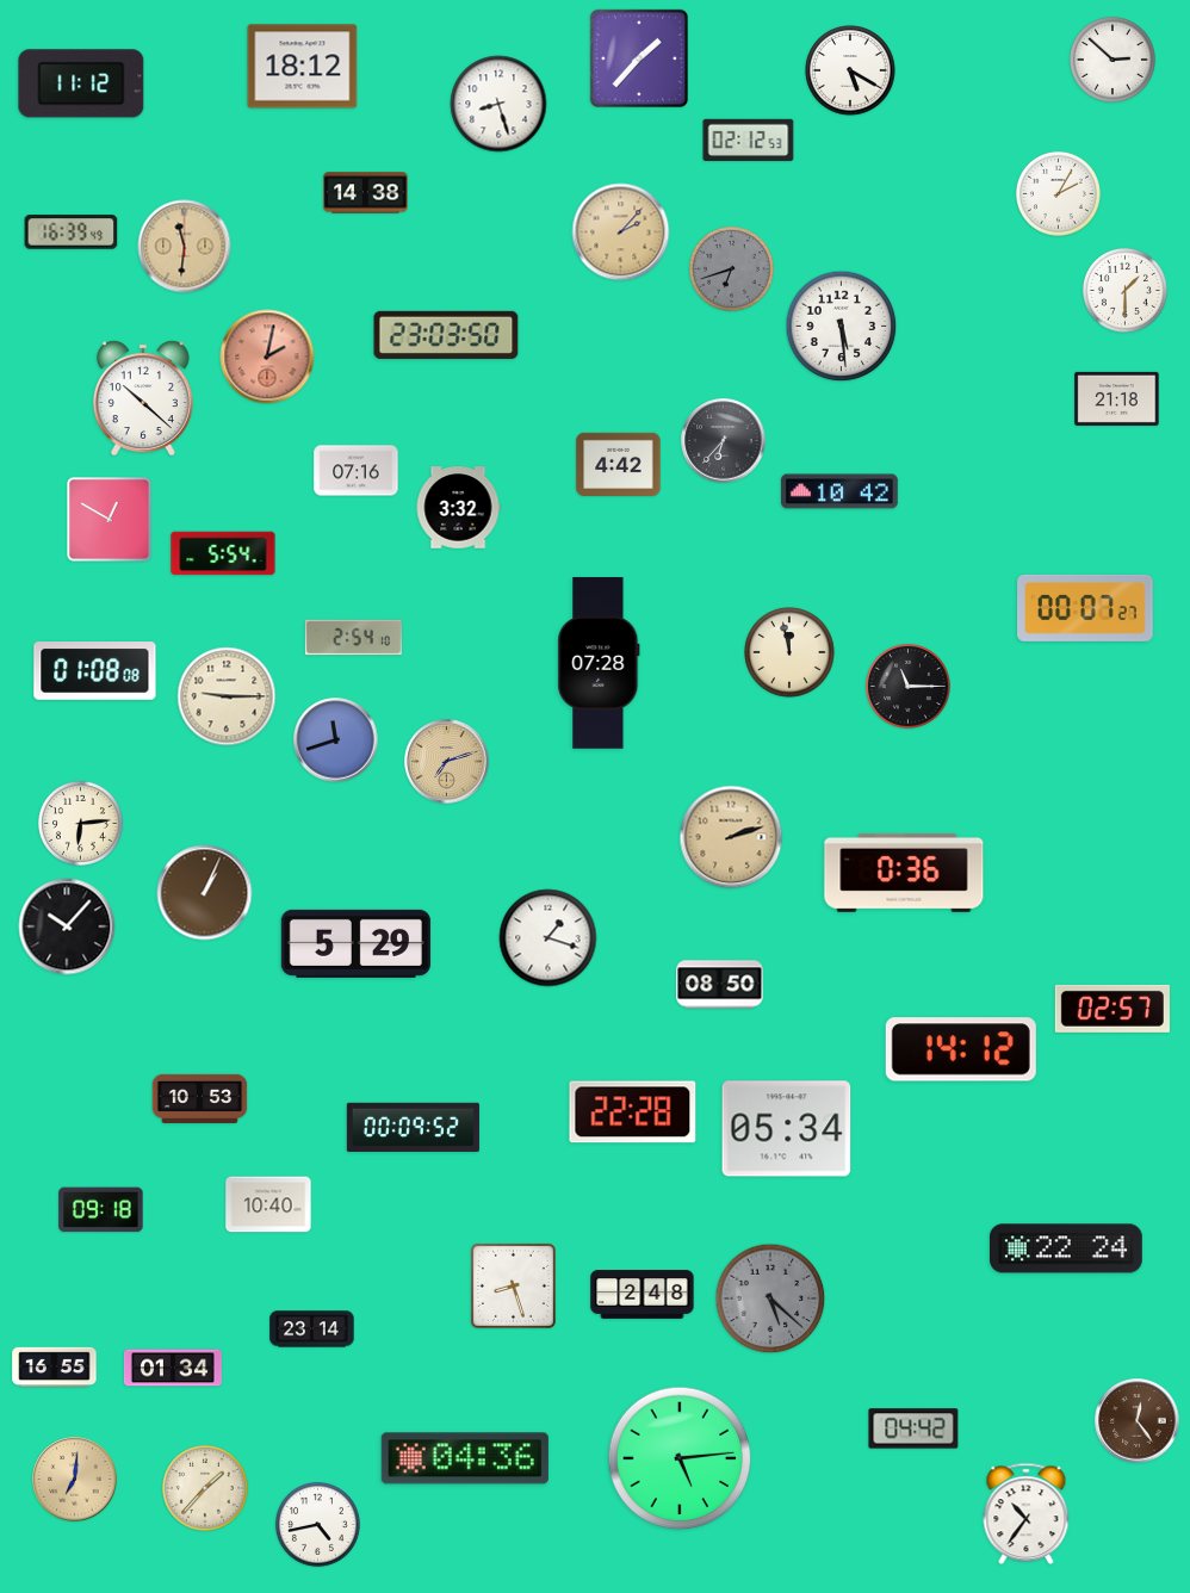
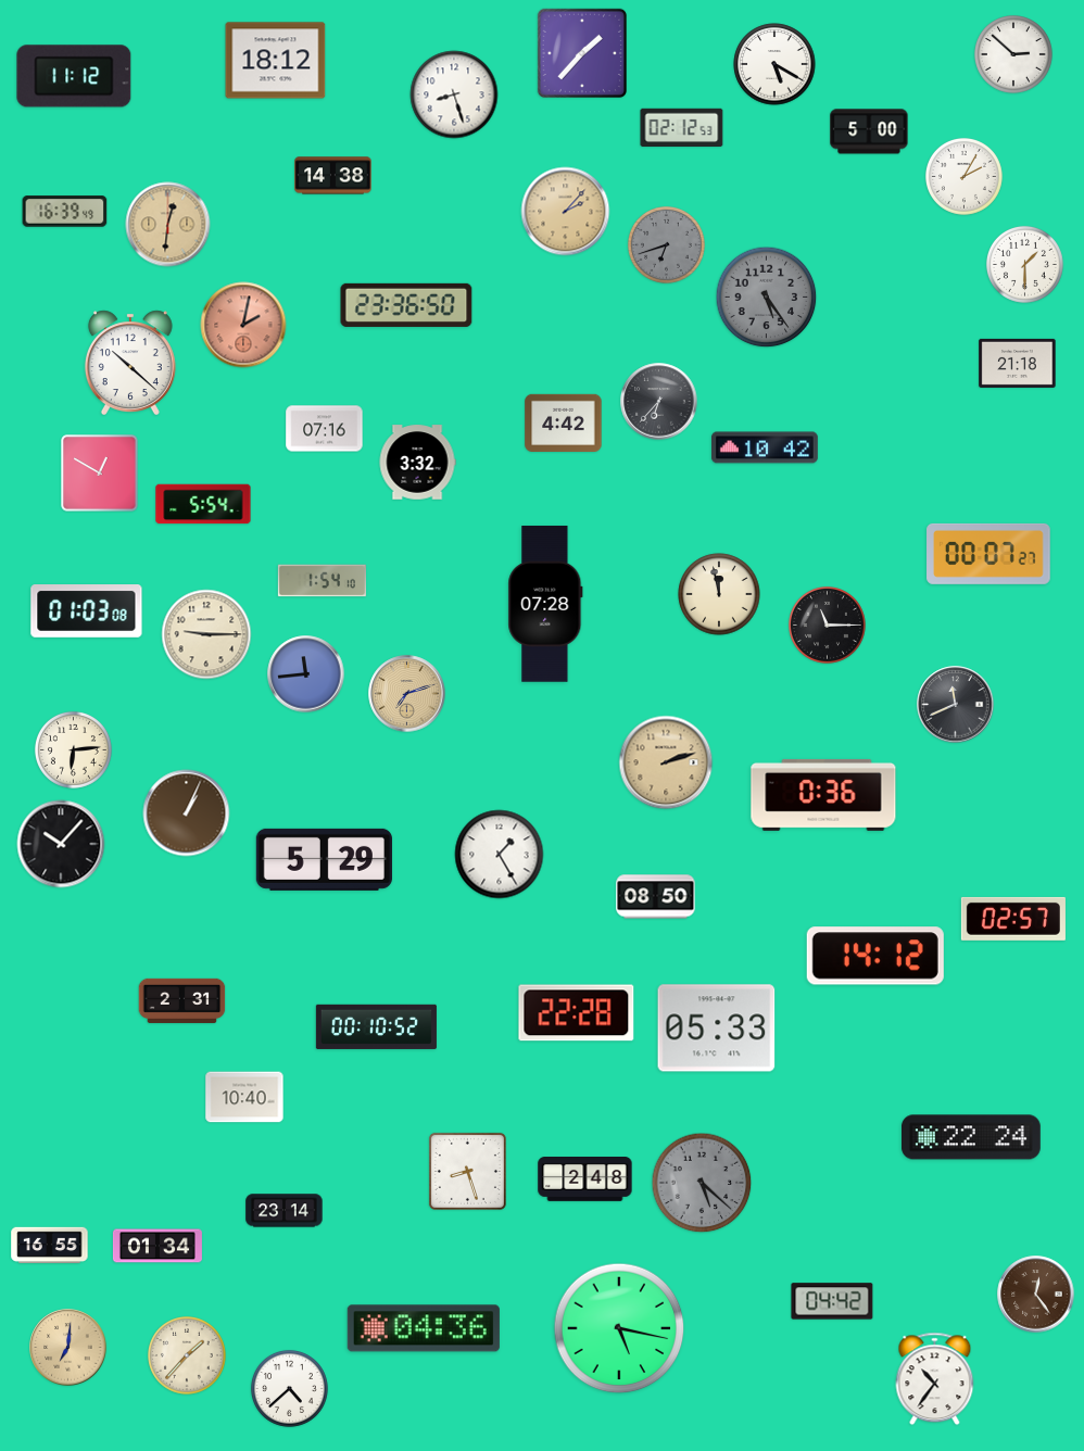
clock at (869, 131): none -> 5:00
clock at (185, 247): 11:31 -> 12:31
clock at (842, 327): 5:29 -> 5:24
clock at (842, 327) dial: white -> grey
clock at (446, 335): 23:03 -> 23:36
clock at (353, 638): 2:54 -> 1:54
clock at (95, 671): 01:08 -> 01:03
clock at (336, 740): 11:42 -> 11:44
clock at (956, 705): none -> 11:41
clock at (548, 938): 1:18 -> 1:25
clock at (200, 1098): 10:53 -> 2:31
clock at (413, 1127): 00:09 -> 00:10
clock at (787, 1129): 05:34 -> 05:33
clock at (101, 1210): 09:18 -> none
clock at (680, 1458): 5:14 -> 5:17
clock at (317, 1524): 4:43 -> 4:38
